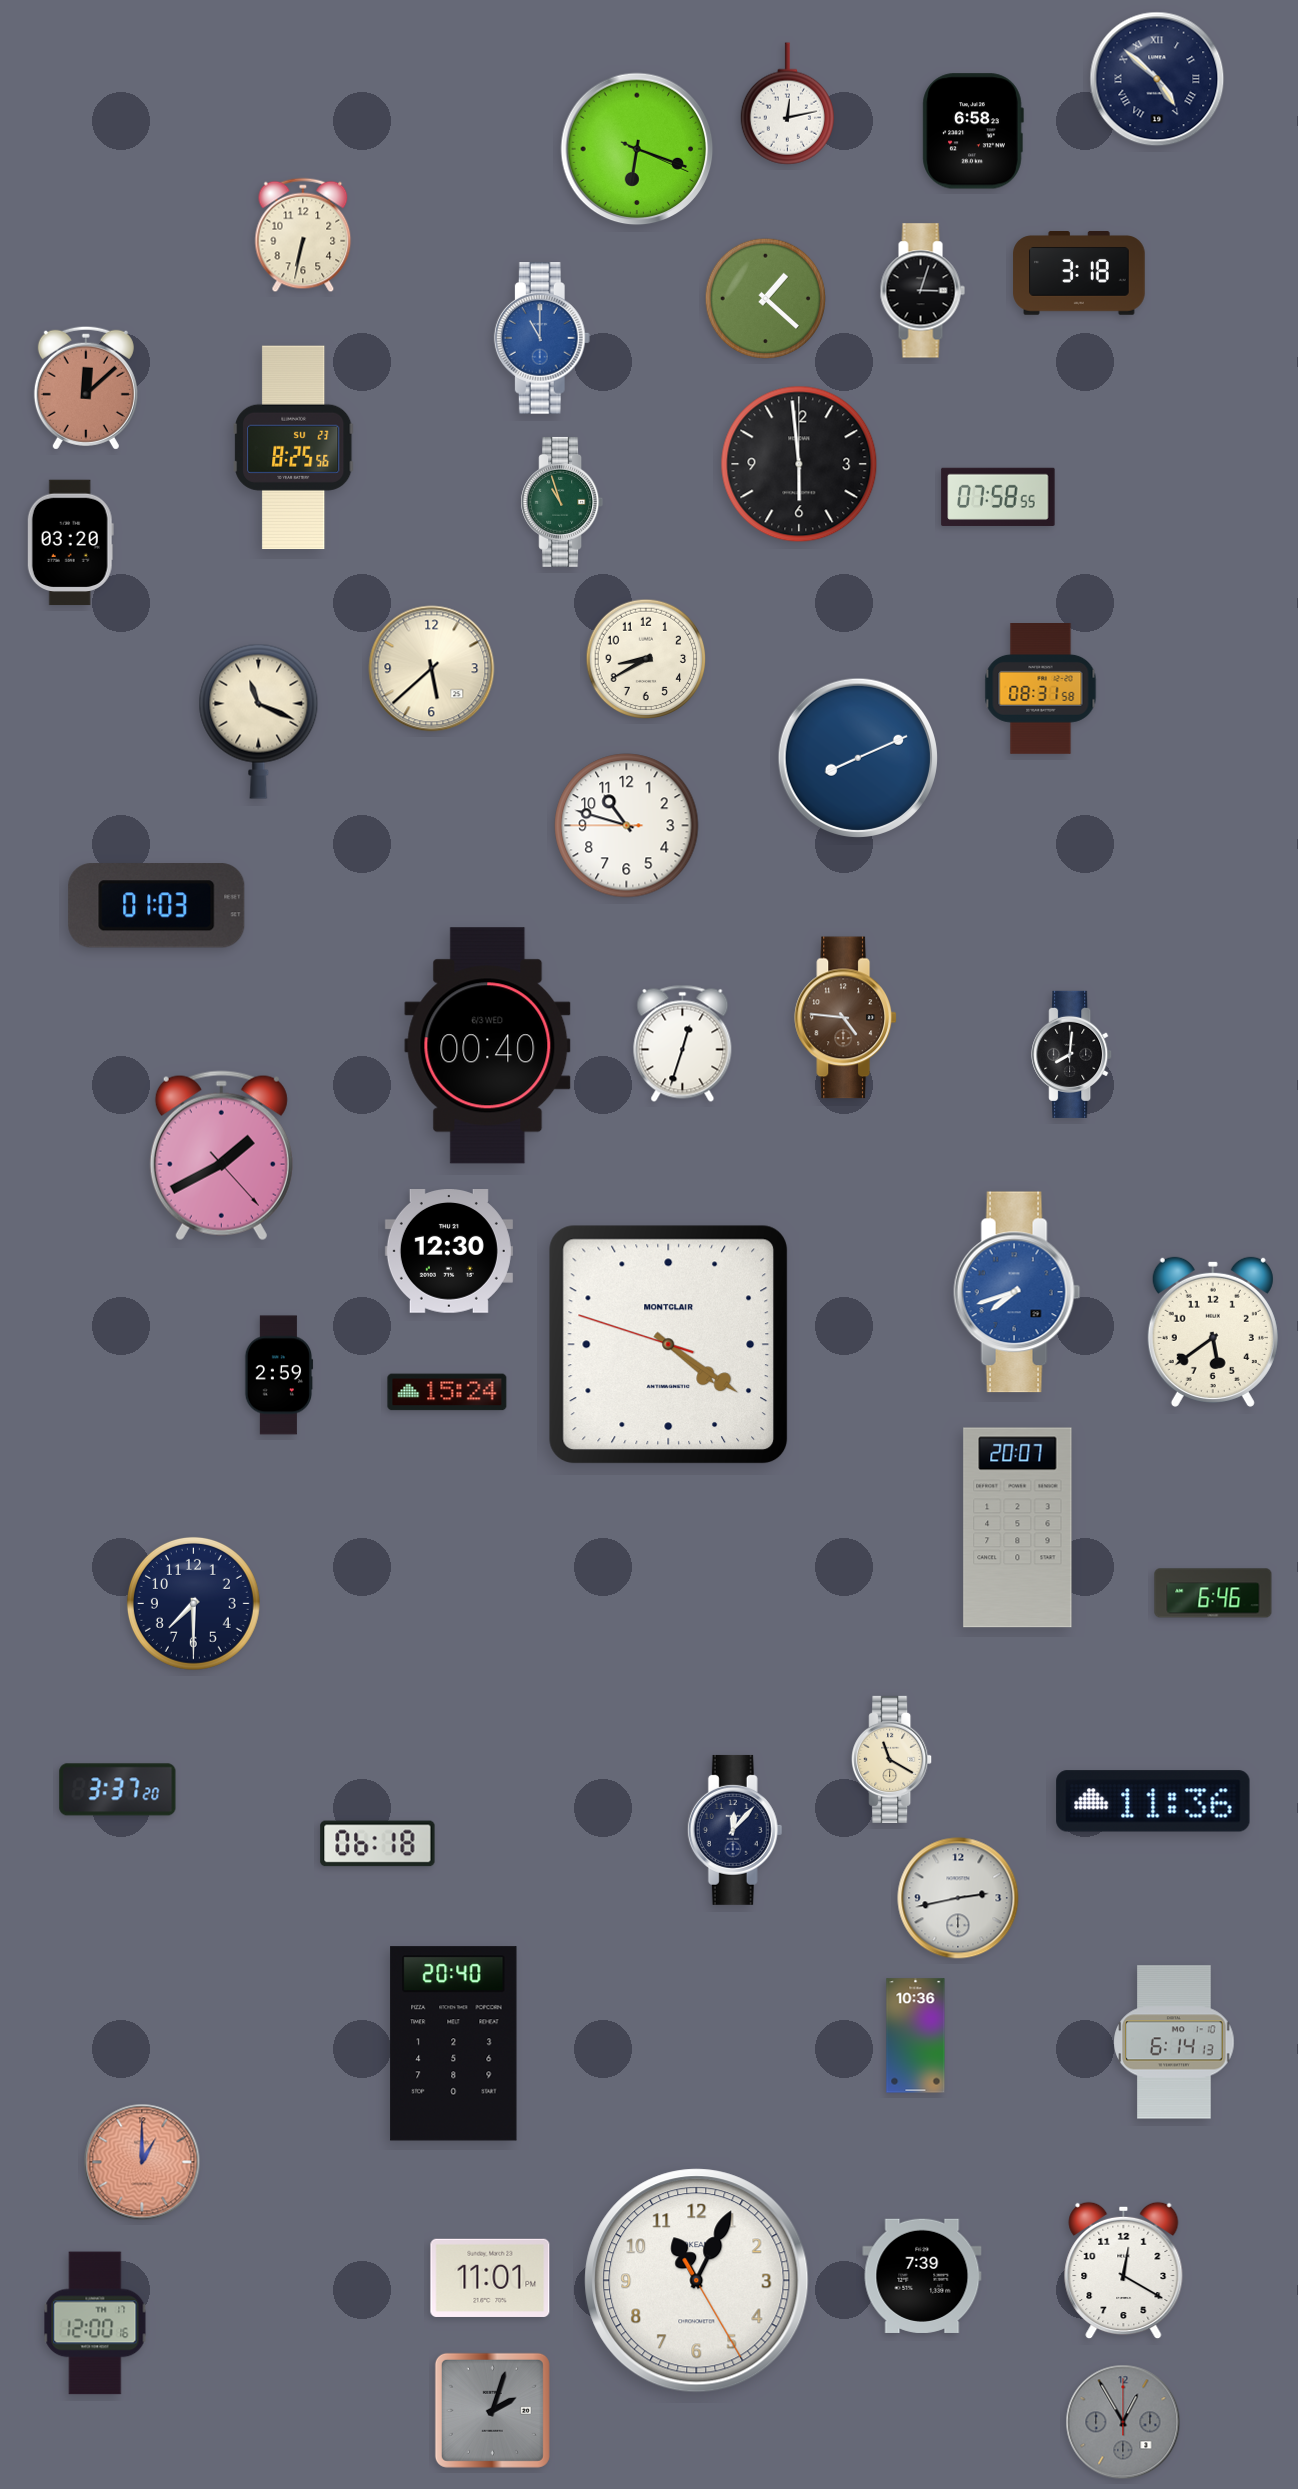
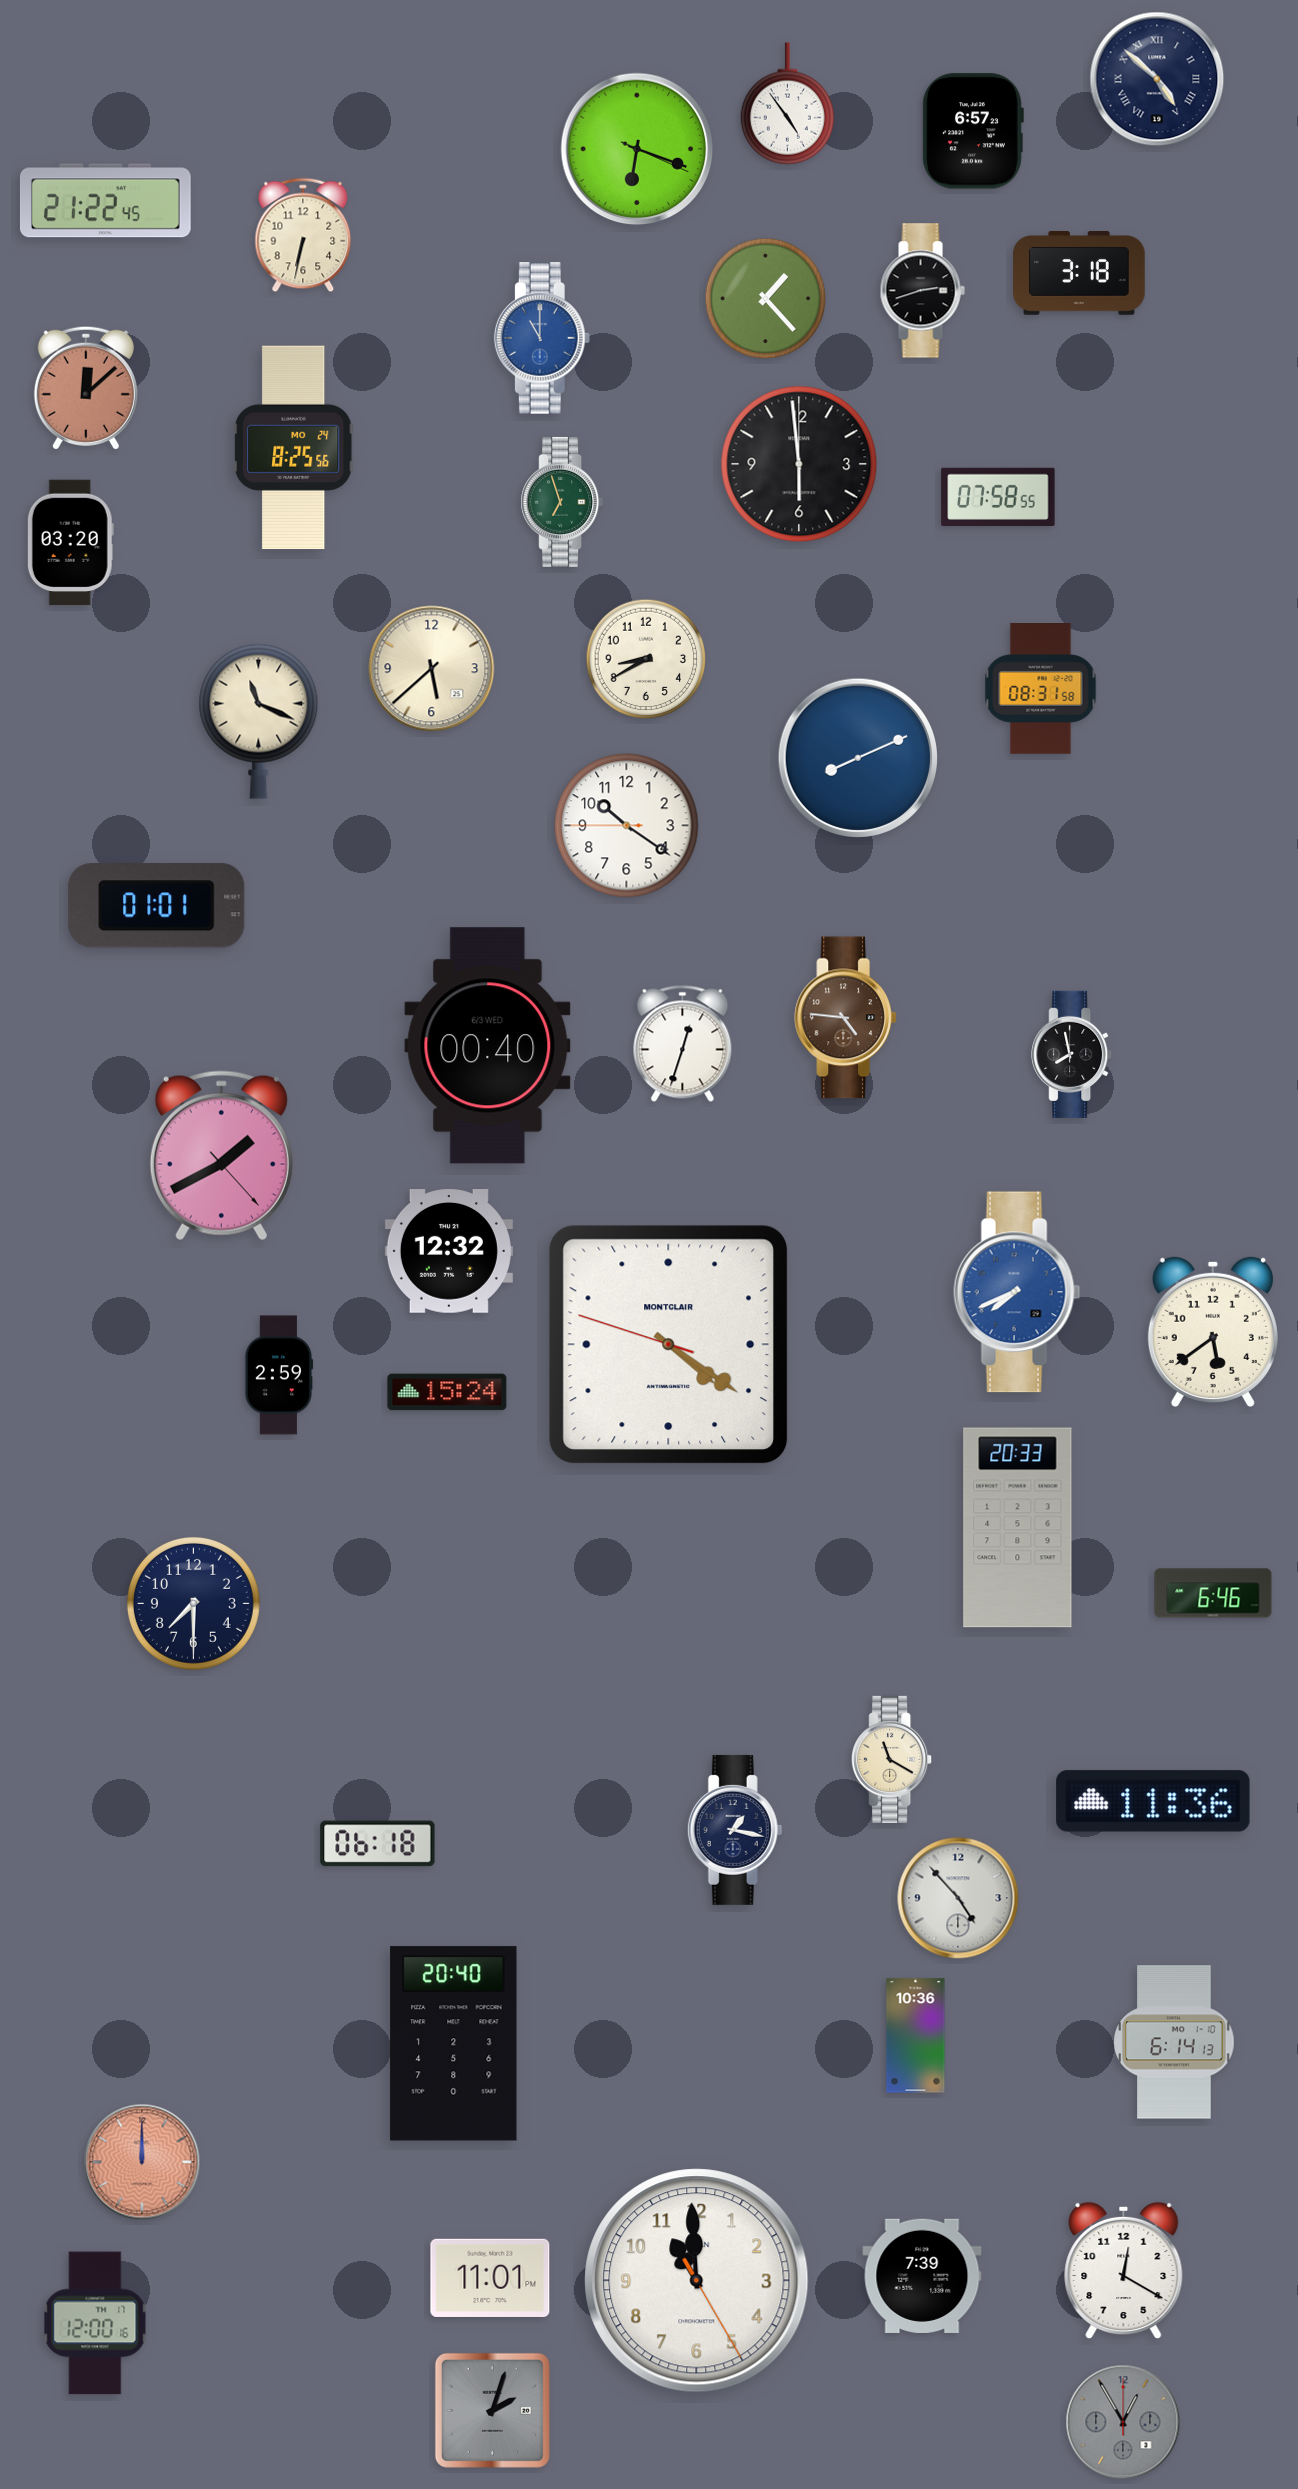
clock at (787, 104): 12:13 -> 4:54
clock at (973, 131): 6:58 -> 6:57
clock at (105, 201): none -> 21:22
clock at (922, 291): 3:03 -> 2:42
clock at (766, 299): 1:22 -> 1:23
clock at (294, 448) date: SU 23 -> MO 24
clock at (562, 502): 10:57 -> 6:57
clock at (627, 826): 10:47 -> 10:20
clock at (157, 906): 01:03 -> 01:01
clock at (1072, 1054): 8:01 -> 7:58
clock at (449, 1252): 12:30 -> 12:32
clock at (1017, 1292): 7:42 -> 7:41
clock at (1018, 1528): 20:07 -> 20:33
clock at (118, 1790): 3:37 -> none
clock at (735, 1830): 12:07 -> 1:17
clock at (958, 1898): 2:43 -> 4:53
clock at (142, 2162): 1:00 -> 12:00
clock at (697, 2281): 11:04 -> 10:59
